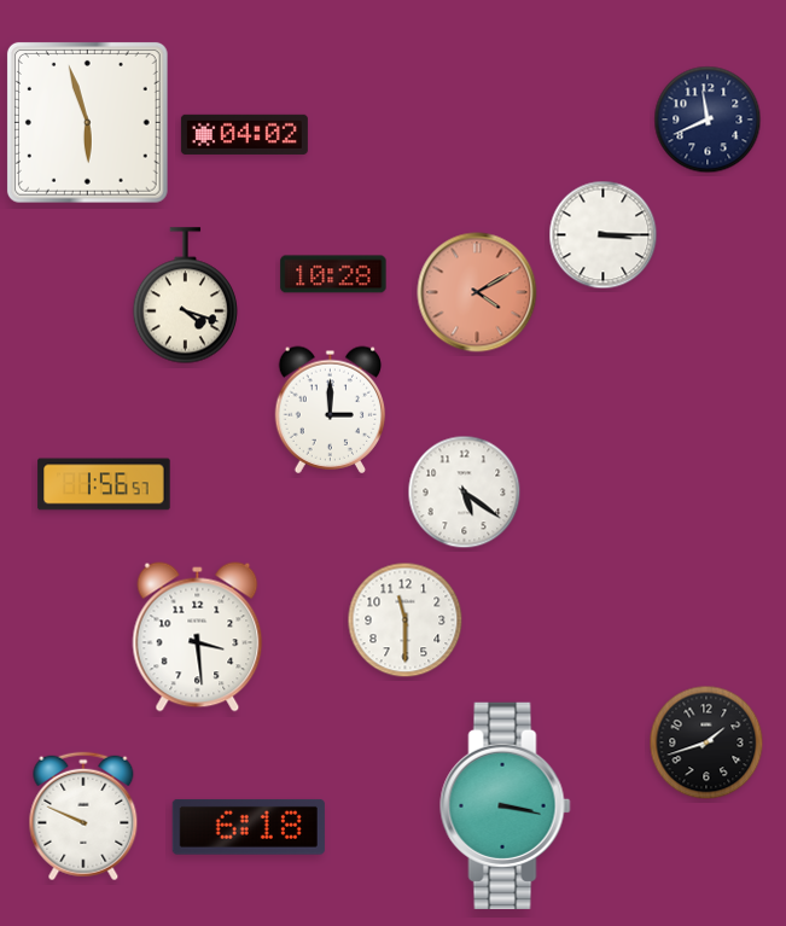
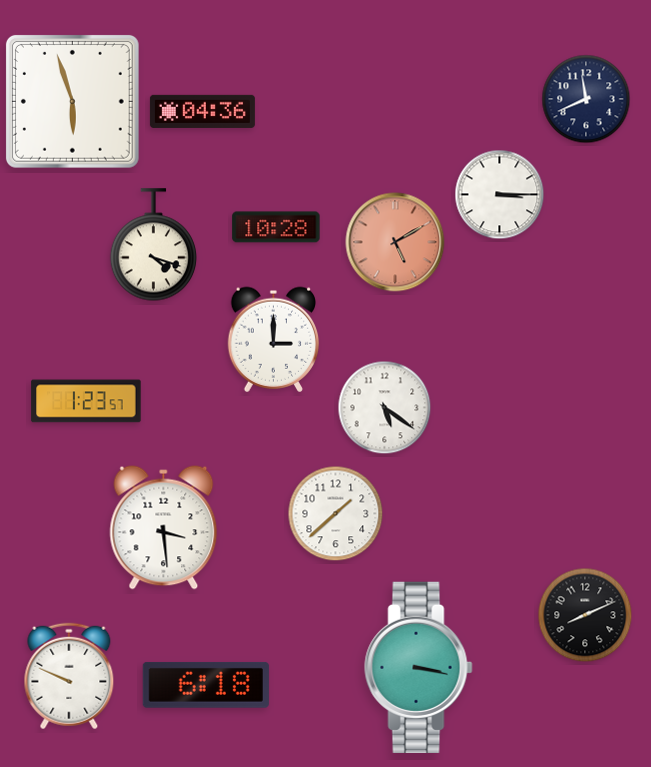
clock at (244, 134): 04:02 -> 04:36
clock at (477, 292): 4:10 -> 5:10
clock at (104, 484): 1:56 -> 1:23
clock at (406, 621): 11:30 -> 1:38
clock at (706, 742): 1:42 -> 8:11
